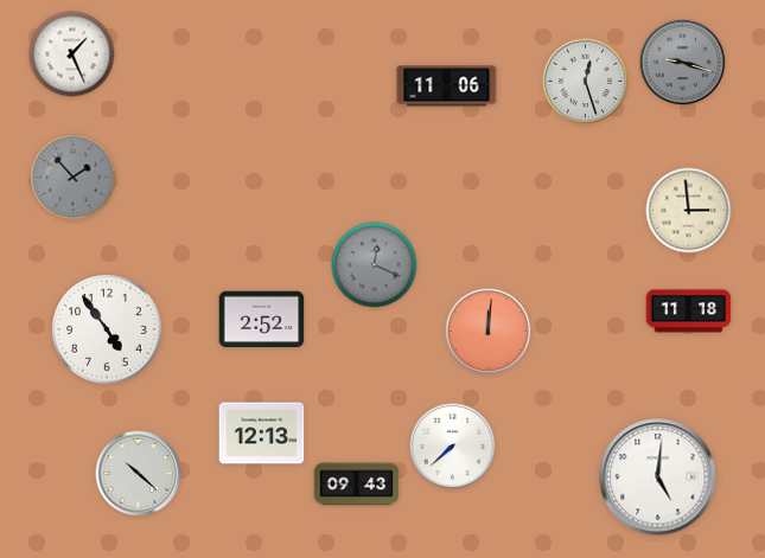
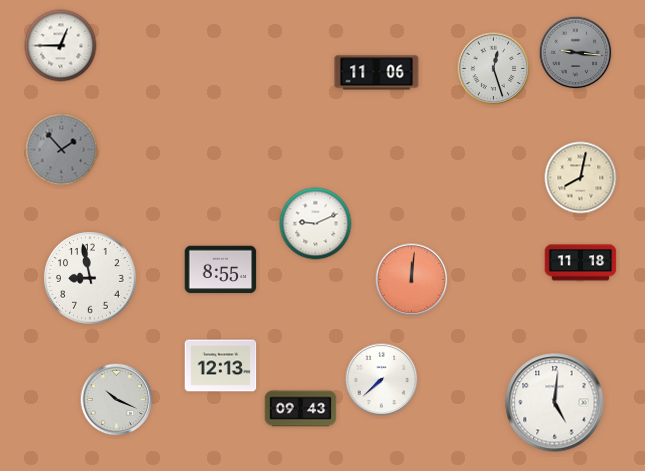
clock at (72, 54): 1:26 -> 12:45
clock at (683, 63): 9:18 -> 9:16
clock at (689, 211): 2:59 -> 8:02
clock at (375, 265): 12:19 -> 9:11
clock at (375, 265) dial: grey -> white
clock at (262, 320): 2:52 -> 8:55
clock at (107, 329): 4:54 -> 8:58
clock at (453, 447) position: (453, 447) -> (382, 380)
clock at (139, 474): 10:22 -> 10:19
